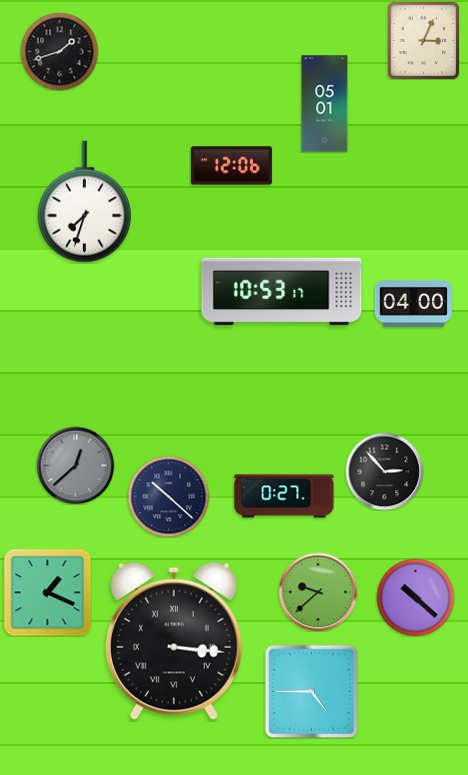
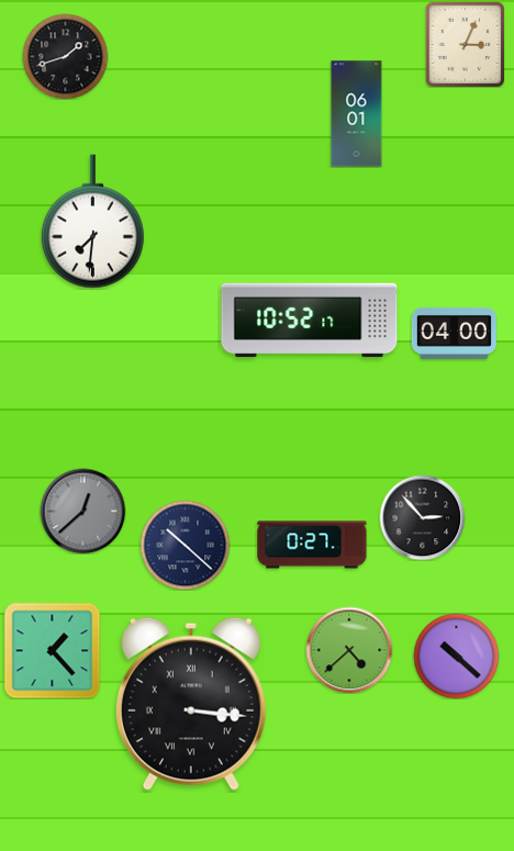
clock at (325, 104): 05:01 -> 06:01
clock at (231, 166): 12:06 -> none
clock at (84, 202): 7:33 -> 7:31
clock at (282, 292): 10:53 -> 10:52
clock at (47, 592): 1:19 -> 1:23
clock at (318, 592): 9:38 -> 4:38
clock at (311, 691): 4:45 -> none
